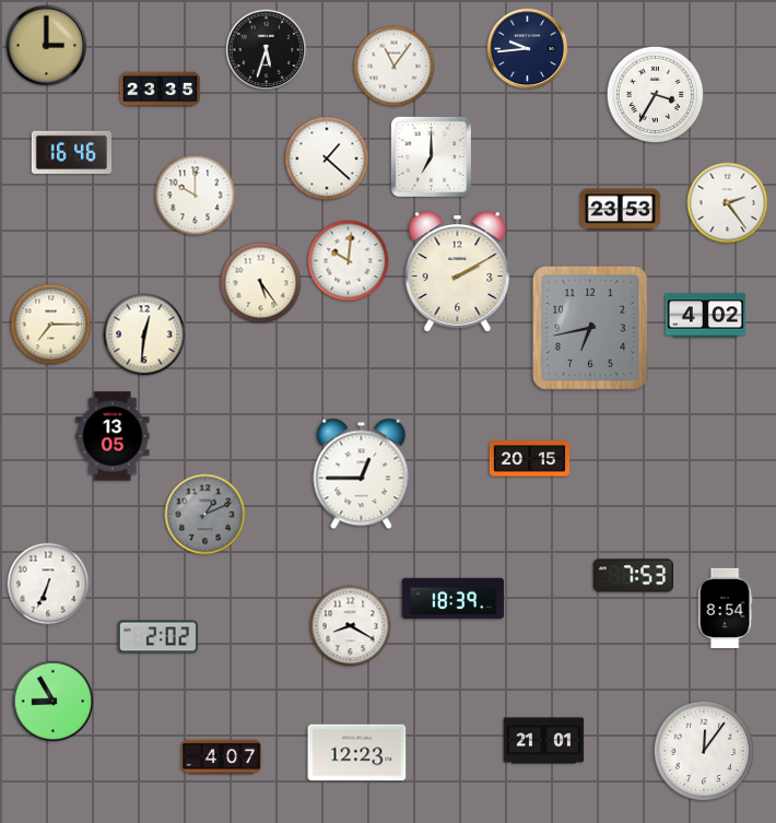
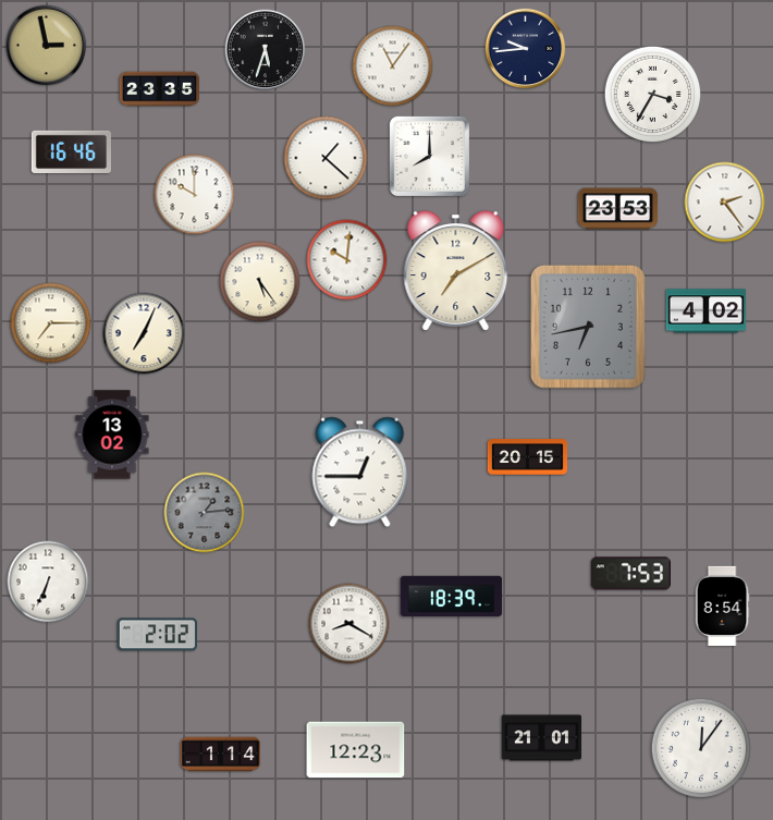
clock at (47, 46): 3:00 -> 2:58
clock at (431, 156): 7:00 -> 8:00
clock at (458, 272): 2:10 -> 7:10
clock at (706, 316) position: (706, 316) -> (707, 311)
clock at (144, 334): 12:31 -> 7:04
clock at (113, 436): 13:05 -> 13:02
clock at (205, 515): 1:11 -> 1:14
clock at (54, 702): 8:55 -> none
clock at (222, 757): 4:07 -> 1:14
